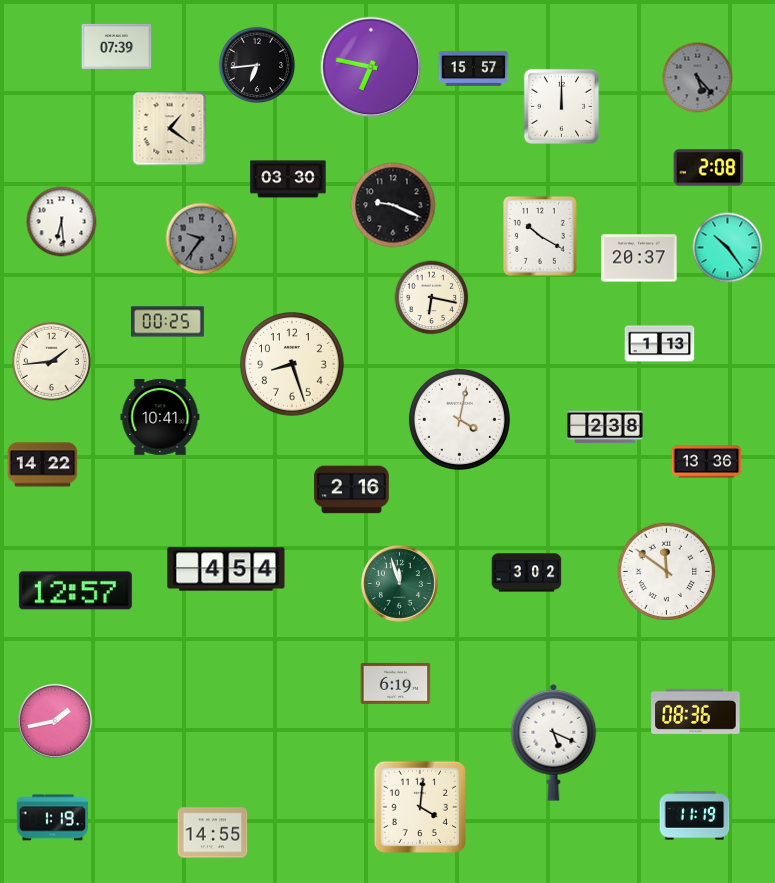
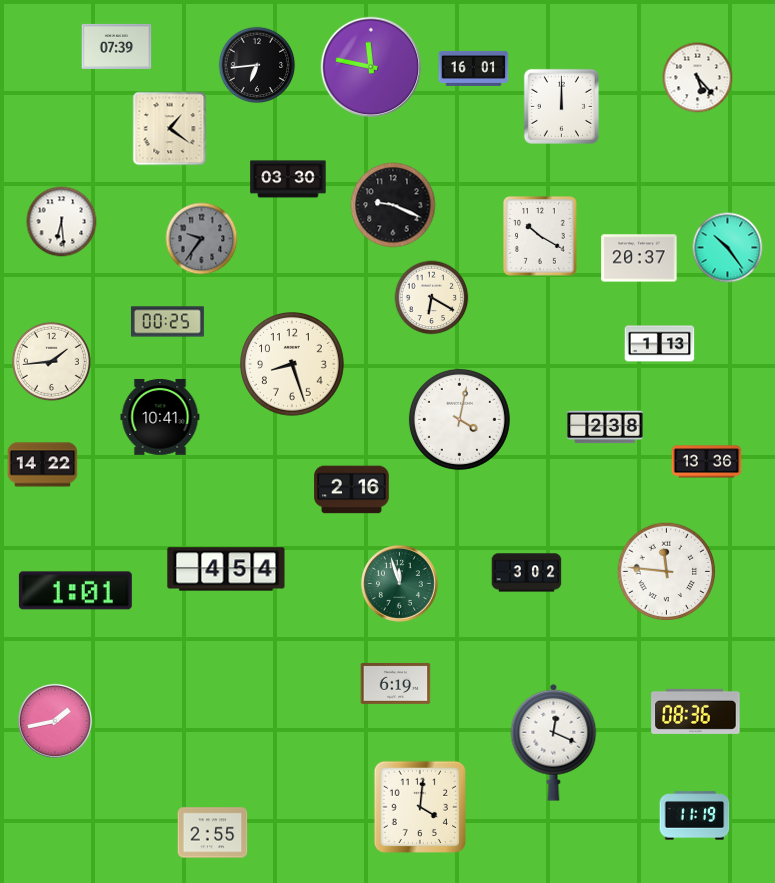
clock at (371, 67): 6:47 -> 11:47
clock at (474, 68): 15:57 -> 16:01
clock at (698, 78) dial: grey -> white
clock at (709, 168): 2:08 -> none
clock at (432, 298): 6:17 -> 6:20
clock at (667, 572): 11:51 -> 11:46
clock at (75, 591): 12:57 -> 1:01
clock at (554, 742): 5:19 -> 12:19
clock at (52, 818): 1:19 -> none
clock at (213, 833): 14:55 -> 2:55
